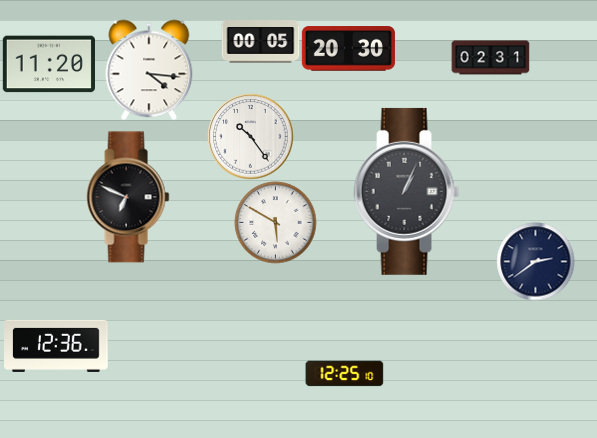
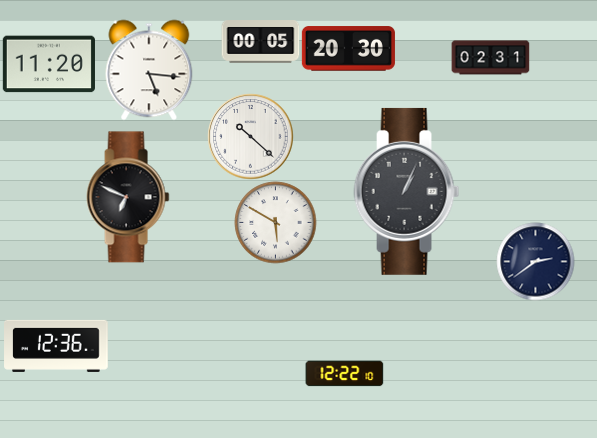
clock at (149, 70): 4:16 -> 5:16
clock at (250, 136): 10:24 -> 10:22
clock at (344, 374): 12:25 -> 12:22
